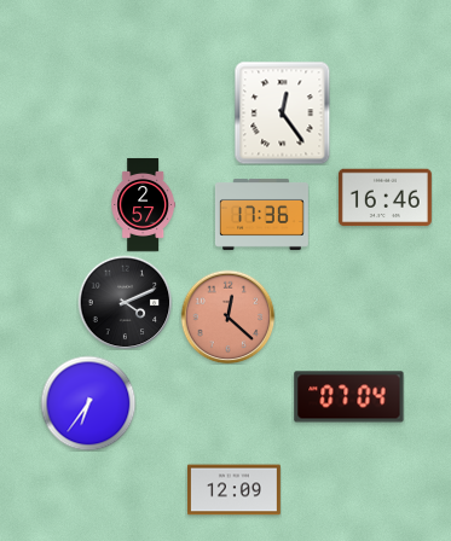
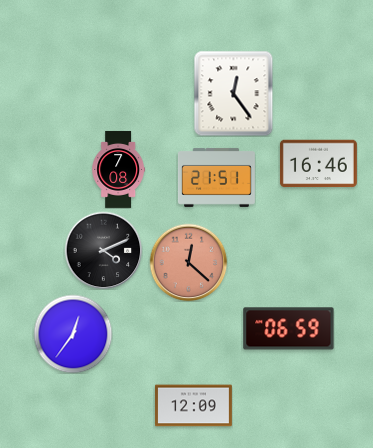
clock at (143, 205): 2:57 -> 7:08
clock at (261, 214): 17:36 -> 21:51
clock at (349, 397): 07:04 -> 06:59
clock at (88, 403): 6:36 -> 12:36
